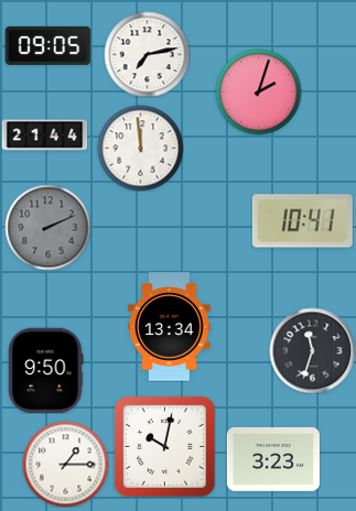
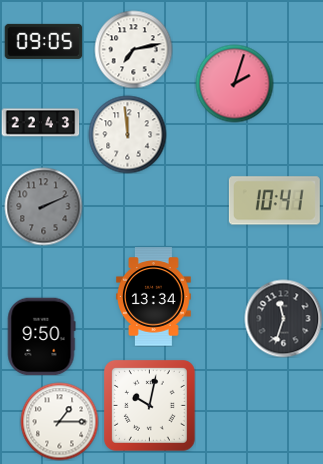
clock at (44, 135): 21:44 -> 22:43
clock at (273, 459): 3:23 -> none
